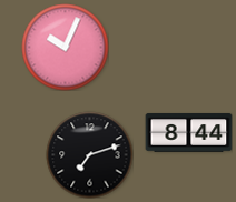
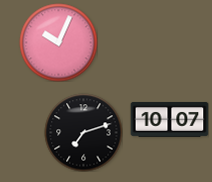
clock at (188, 133): 8:44 -> 10:07
clock at (89, 154) position: (89, 154) -> (83, 132)
